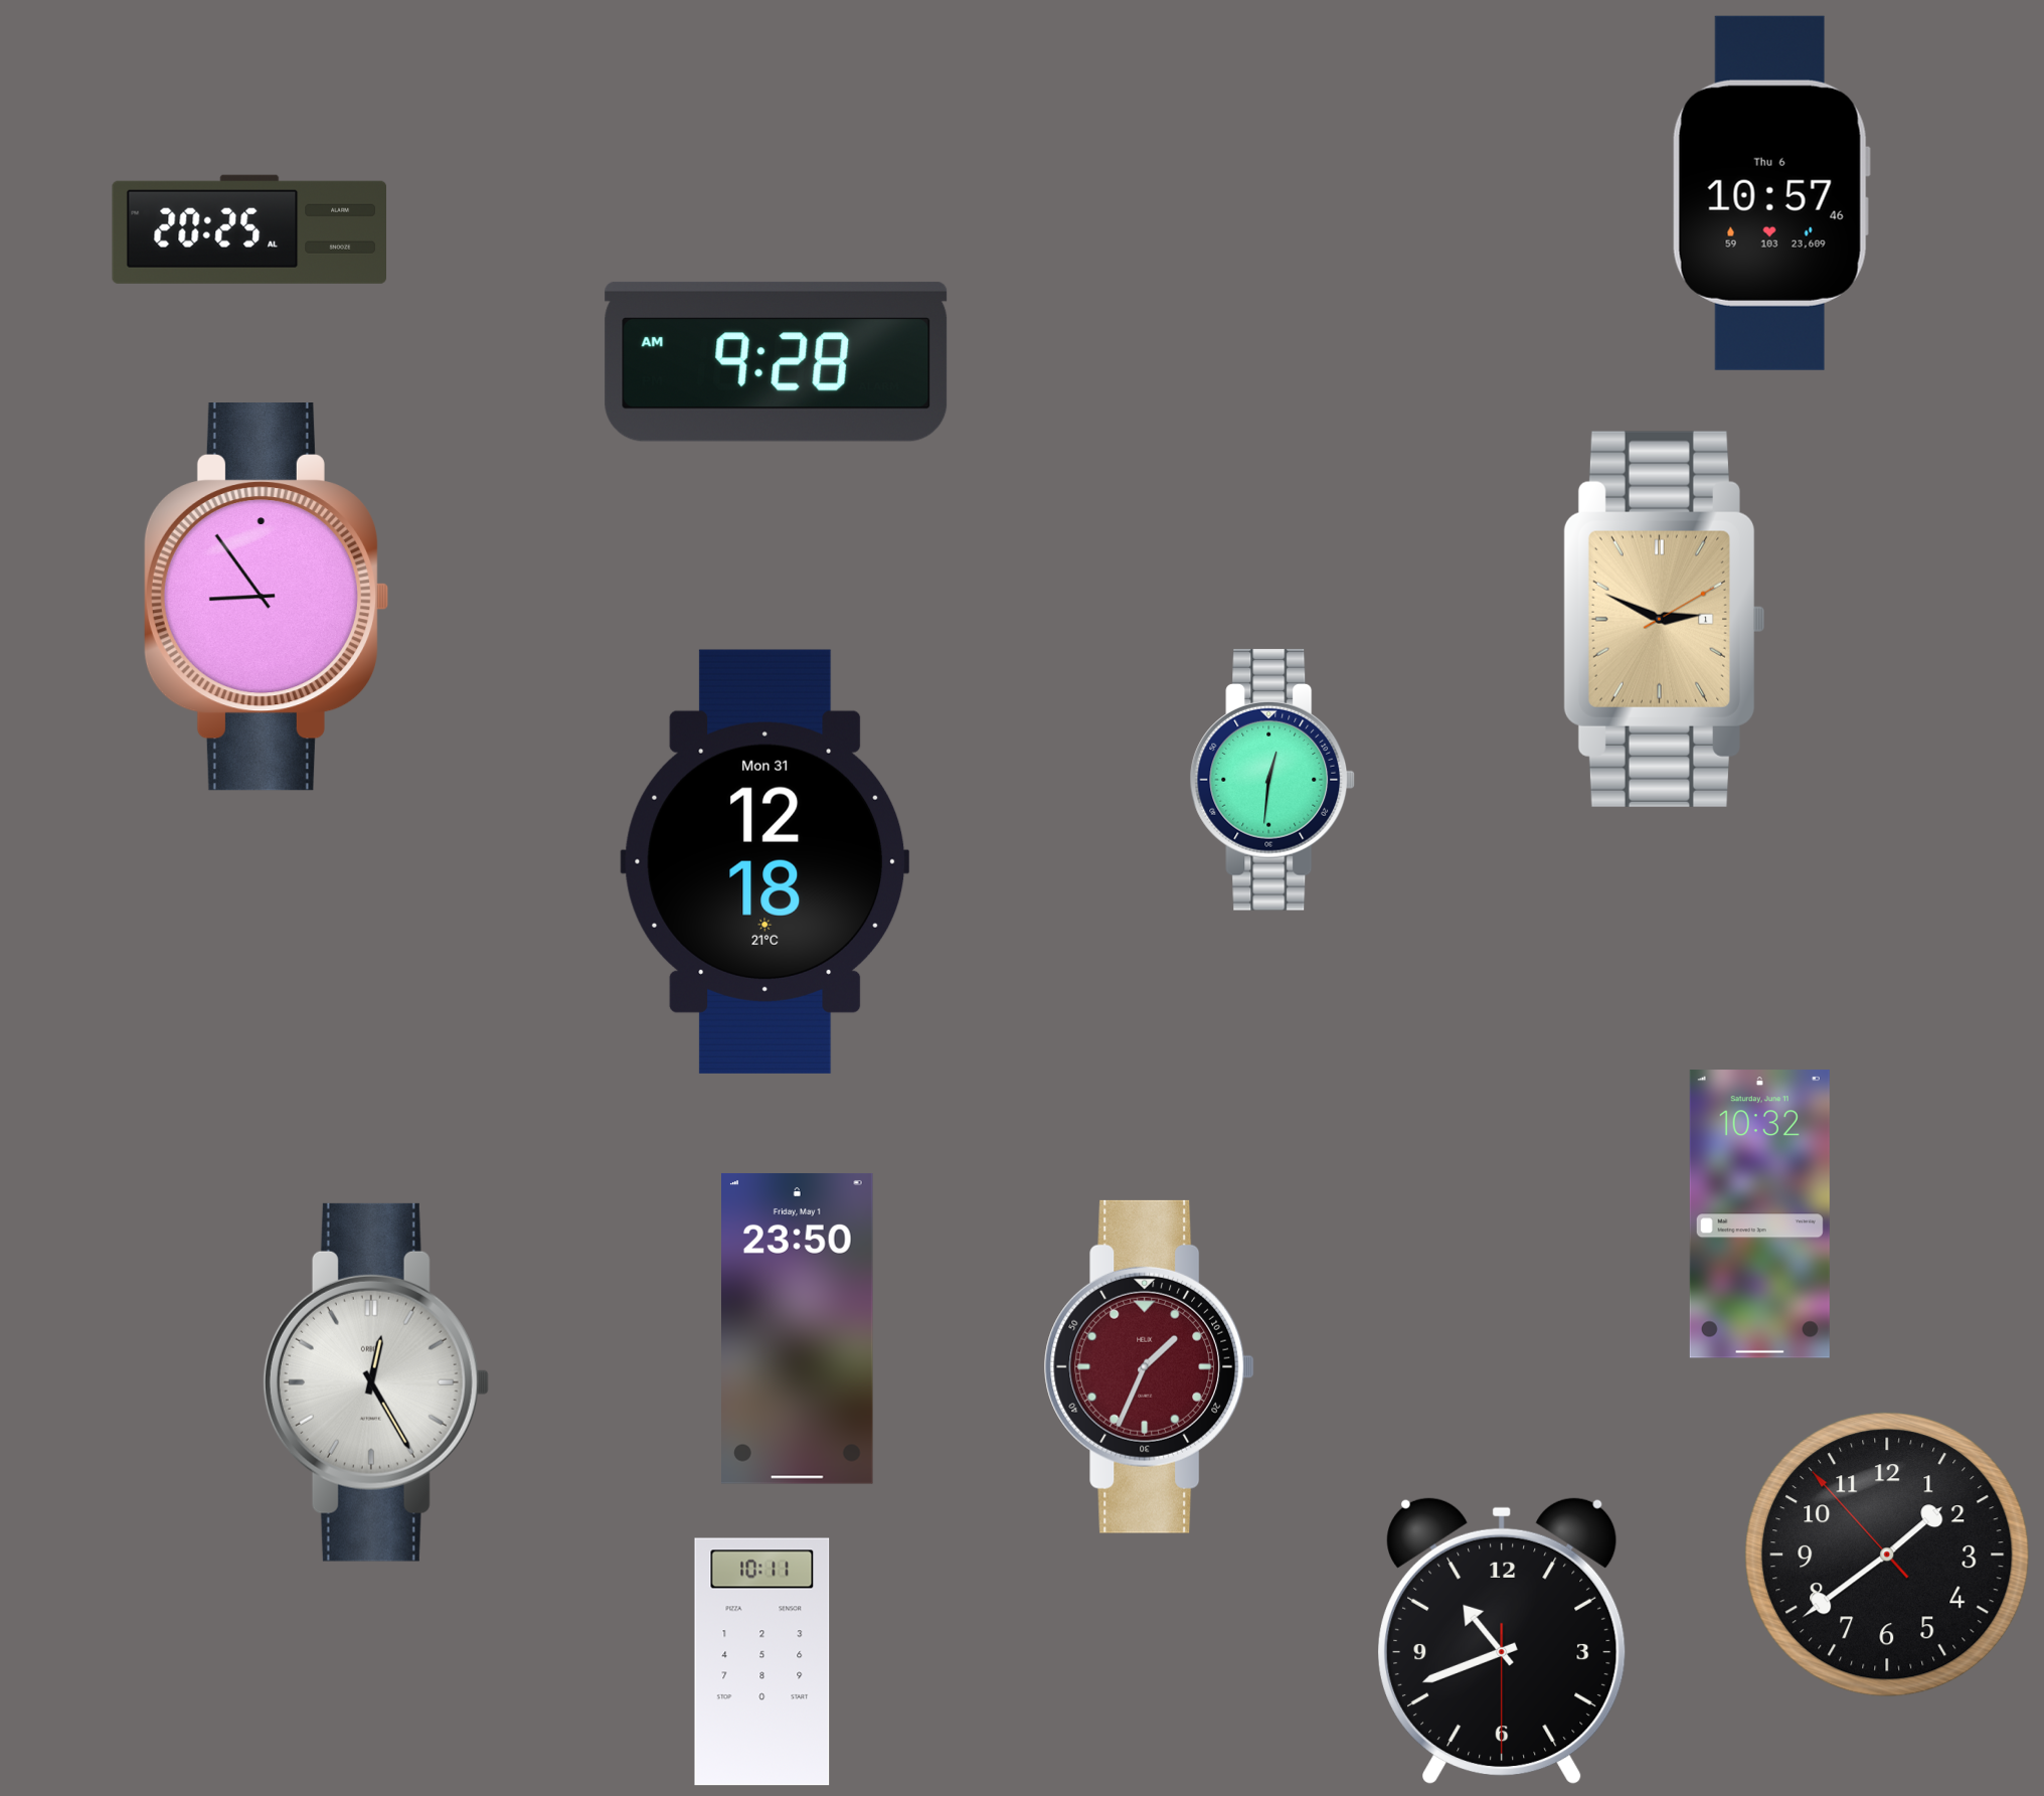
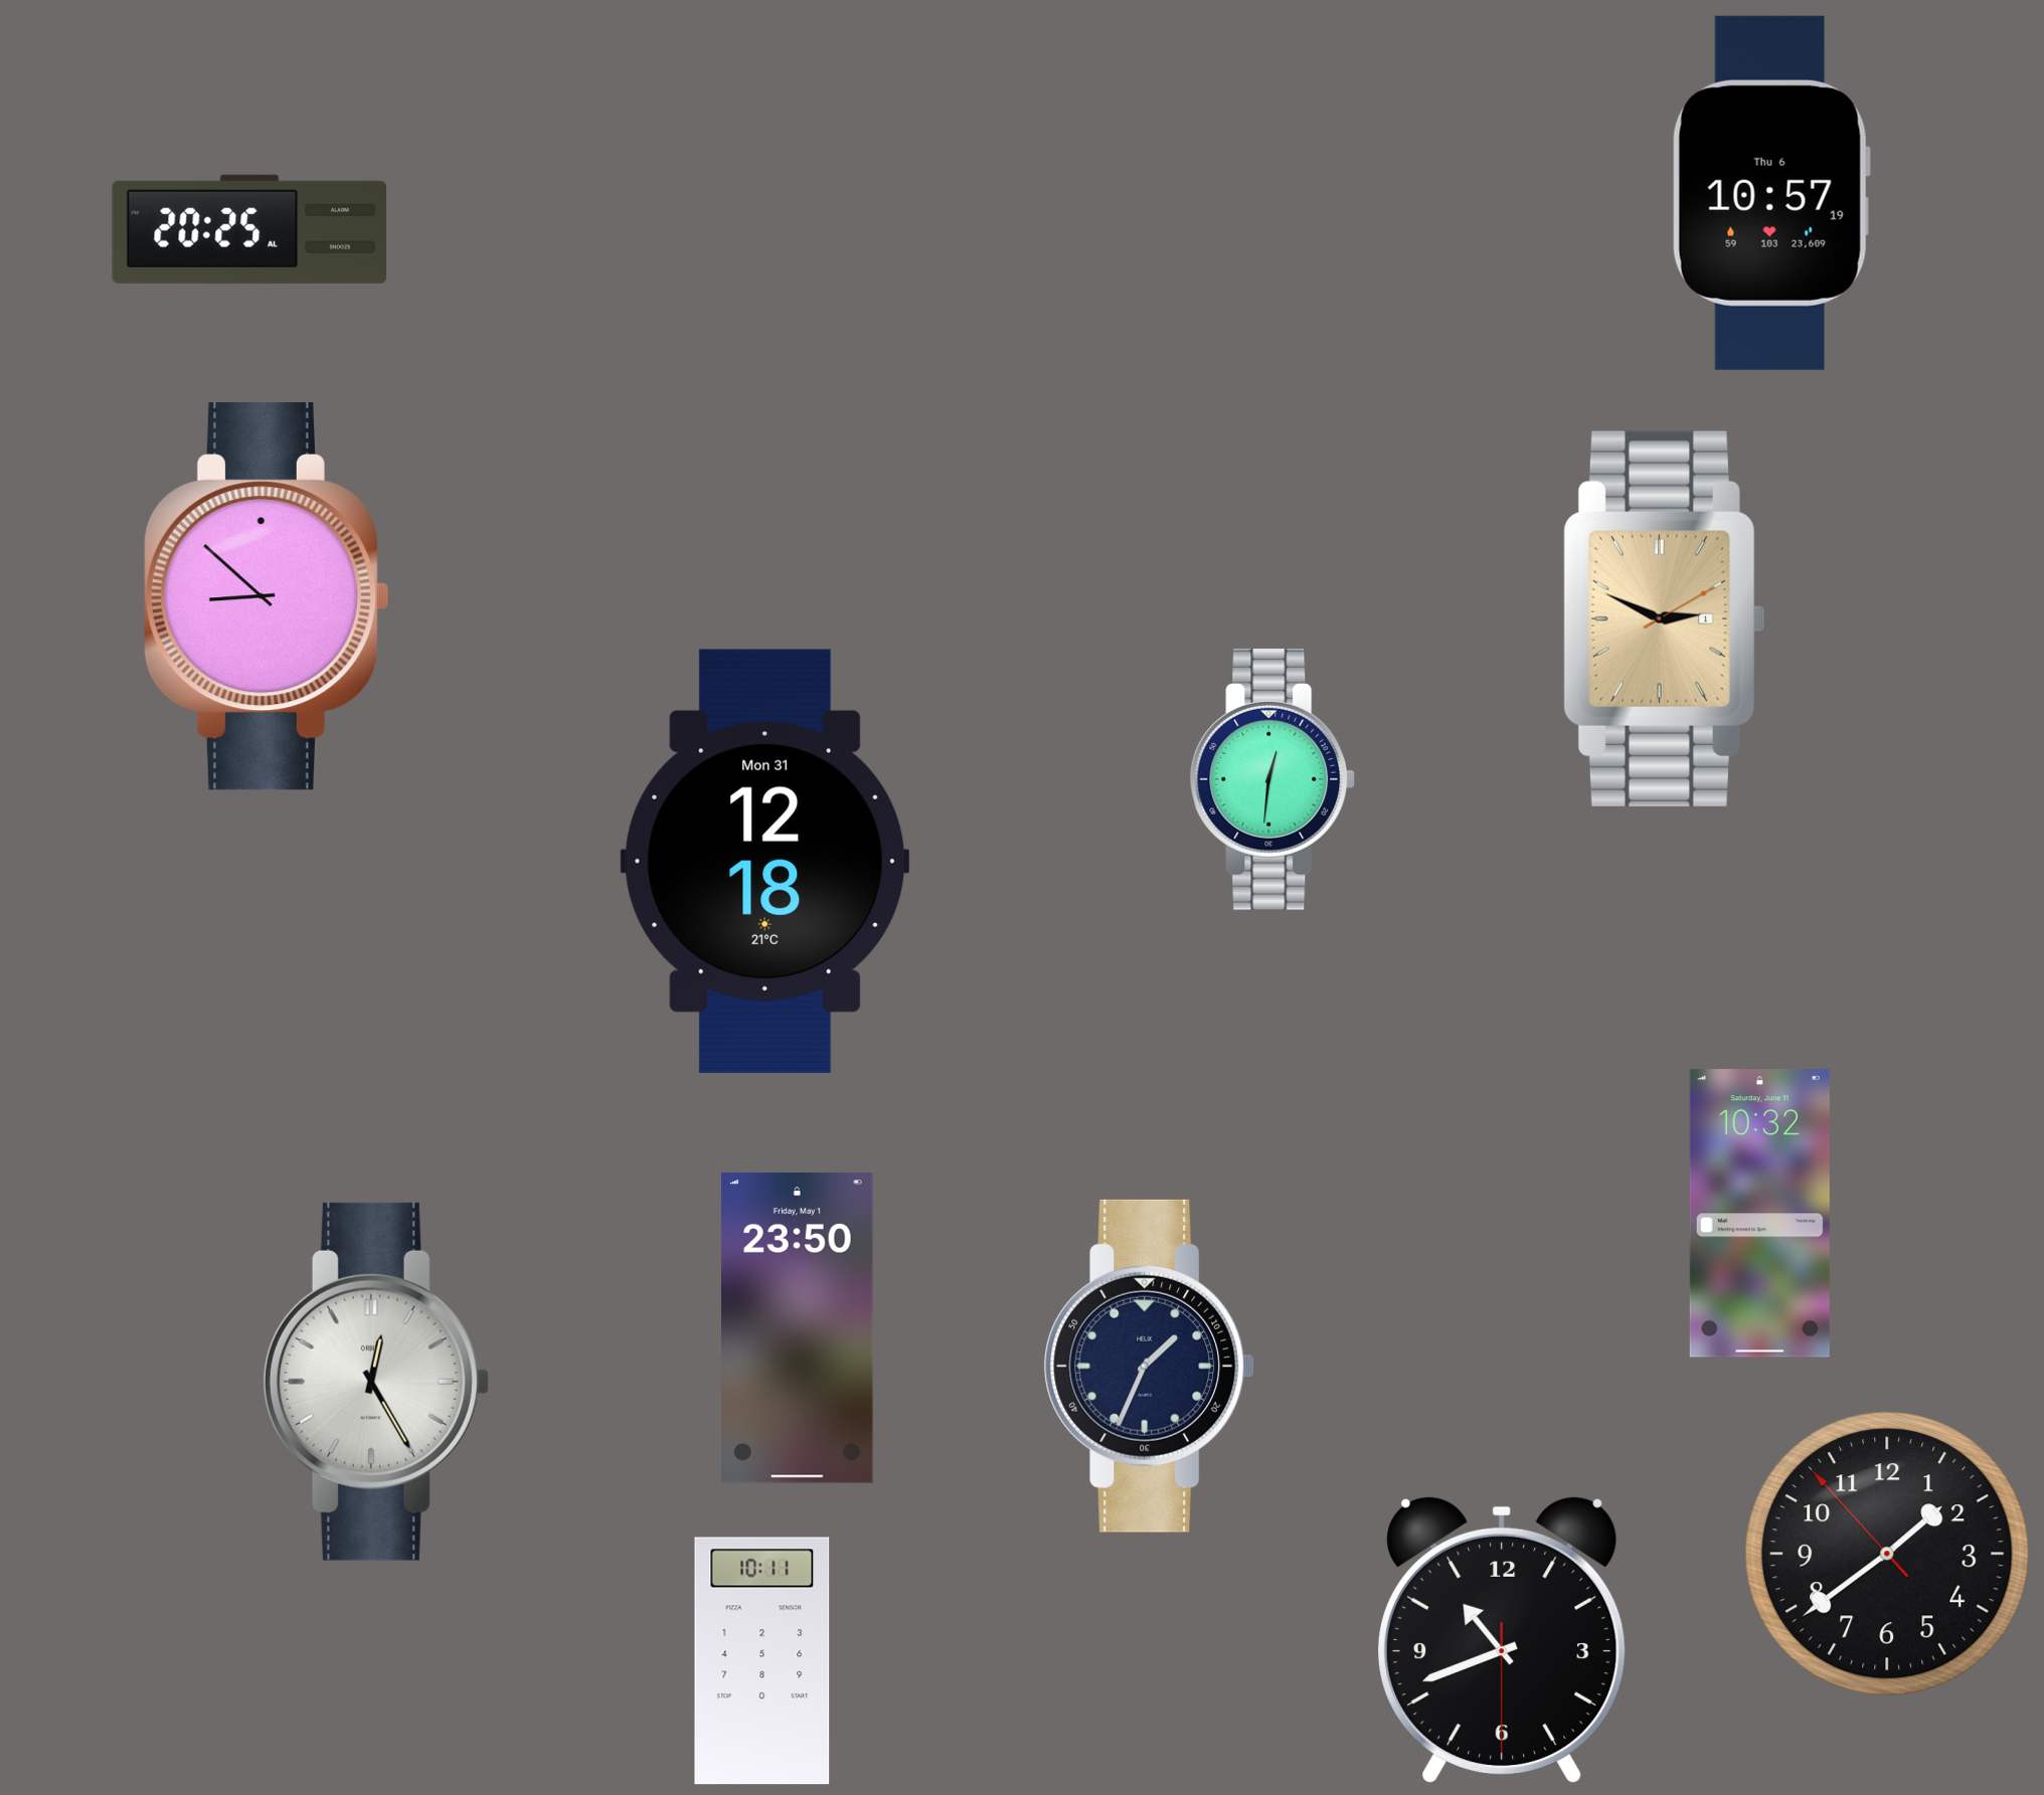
clock at (1771, 193): 10:57:46 -> 10:57:19
clock at (777, 361): 9:28 -> none
clock at (266, 598): 8:54 -> 8:52
clock at (1150, 1366) dial: burgundy -> navy
